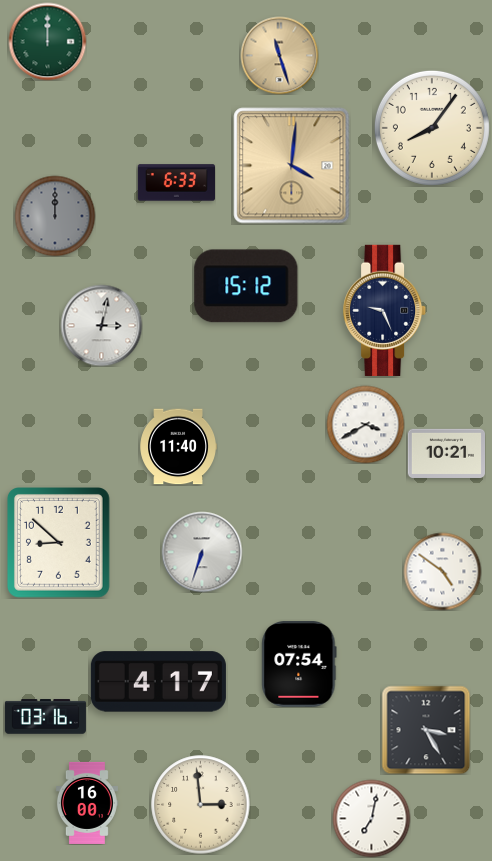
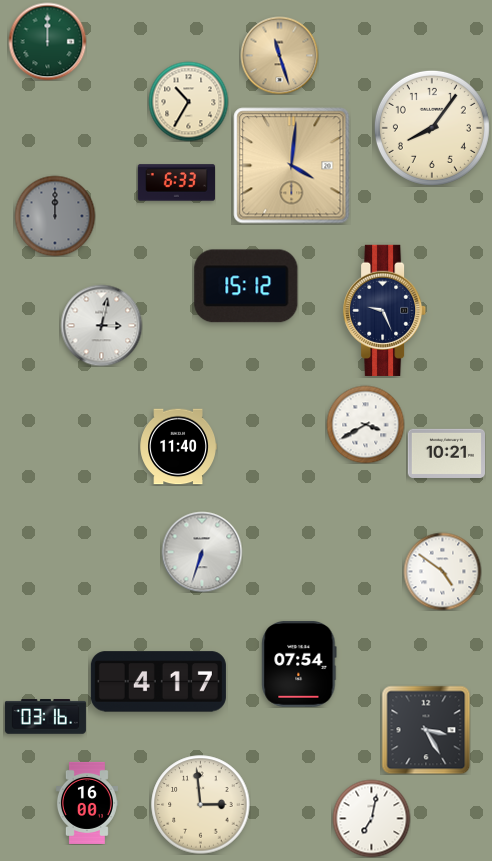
clock at (188, 101): none -> 10:35
clock at (59, 543): 8:52 -> none
